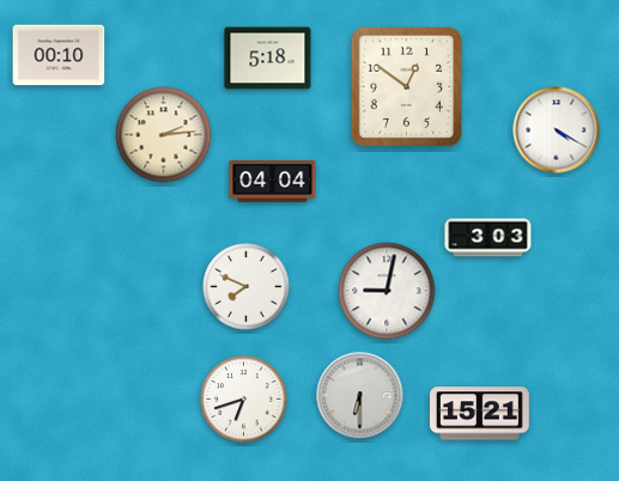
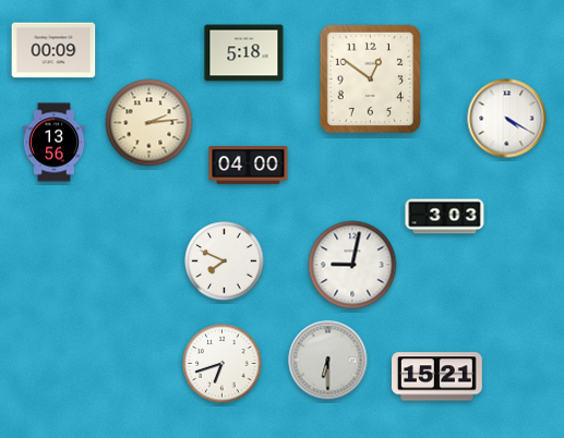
clock at (59, 55): 00:10 -> 00:09
clock at (55, 143): none -> 13:56
clock at (273, 182): 04:04 -> 04:00
